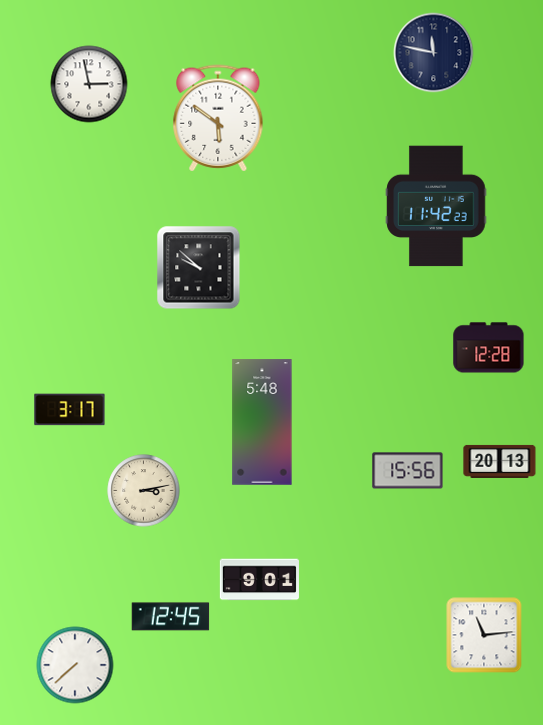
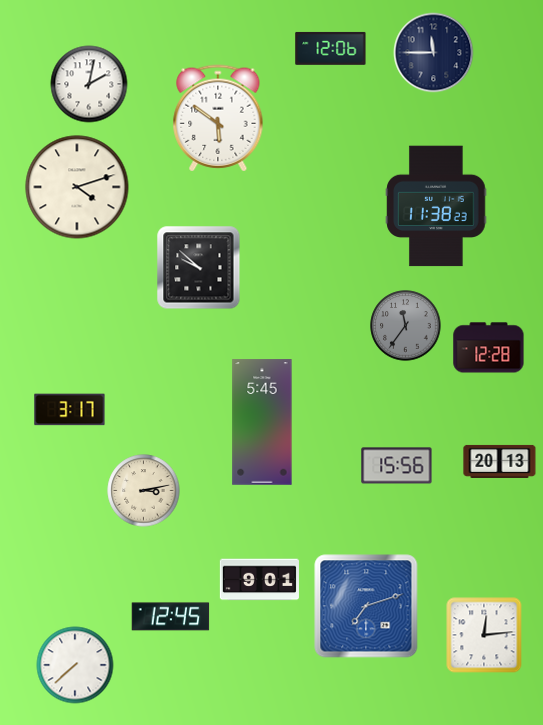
clock at (331, 48): none -> 12:06
clock at (434, 53): 11:47 -> 11:45
clock at (89, 84): 2:58 -> 2:02
clock at (77, 187): none -> 4:12
clock at (436, 206): 11:42 -> 11:38
clock at (406, 326): none -> 11:36
clock at (262, 422): 5:48 -> 5:45
clock at (408, 471) position: (408, 471) -> (397, 466)
clock at (366, 606): none -> 7:12
clock at (484, 635): 11:14 -> 12:14
